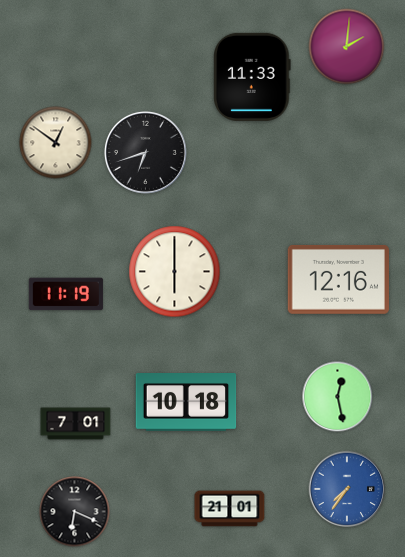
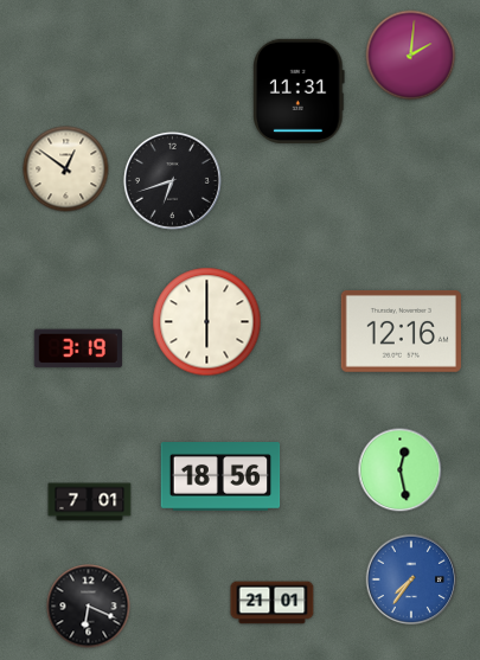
clock at (253, 77): 11:33 -> 11:31
clock at (66, 294): 11:19 -> 3:19
clock at (186, 402): 10:18 -> 18:56
